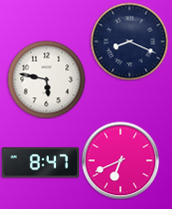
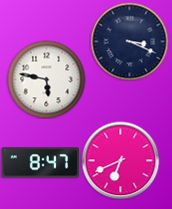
clock at (129, 41): 8:19 -> 3:19
